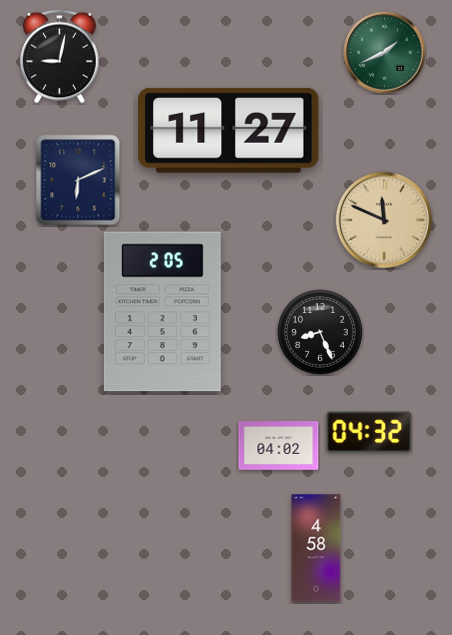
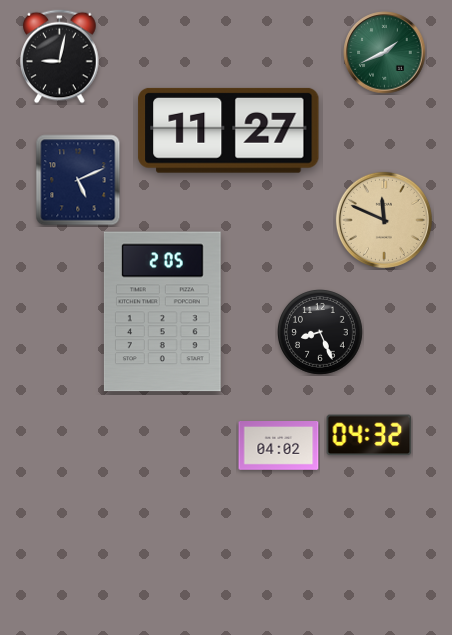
clock at (78, 180): 6:11 -> 5:11
clock at (369, 432) position: (369, 432) -> (369, 435)
clock at (316, 548): 4:58 -> none
